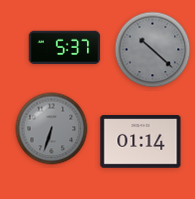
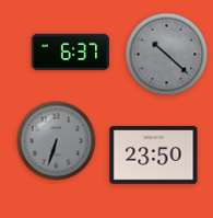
clock at (65, 48): 5:37 -> 6:37
clock at (141, 142): 01:14 -> 23:50
